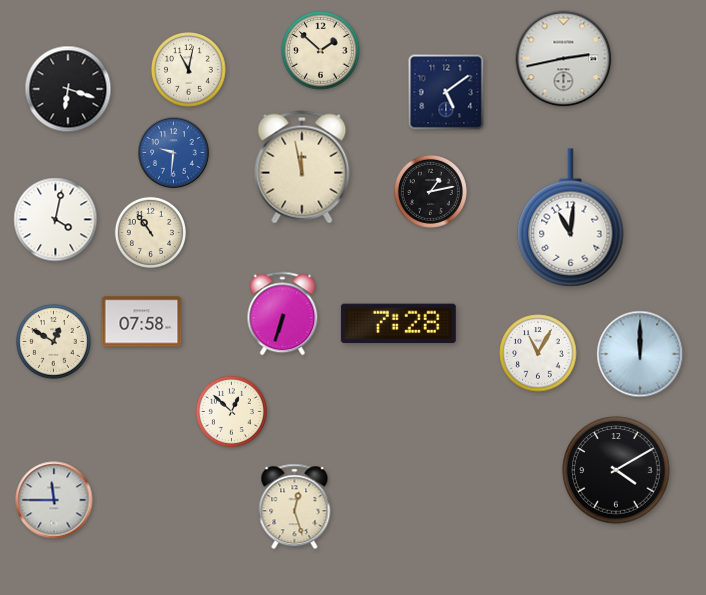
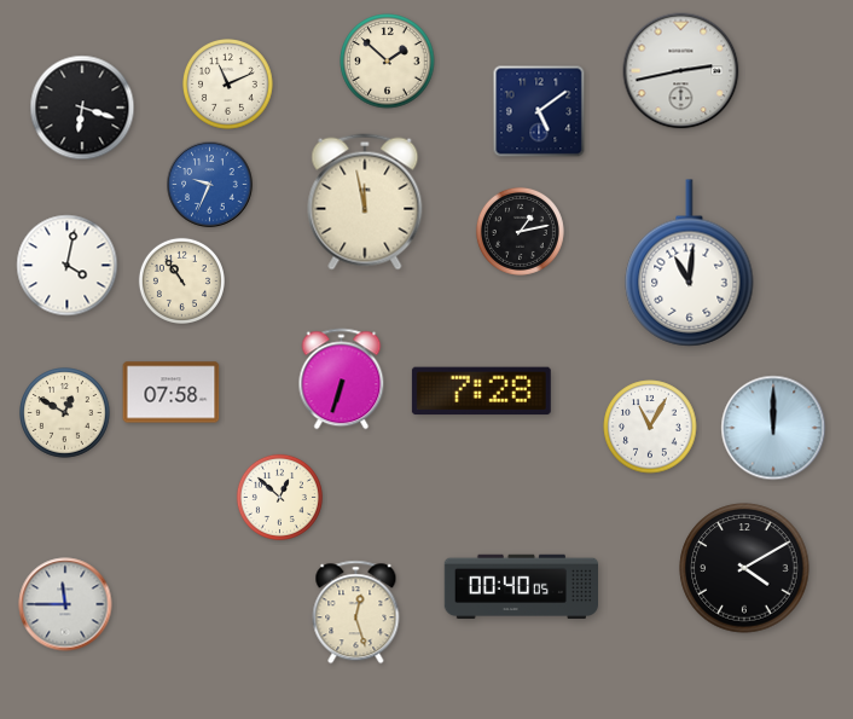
clock at (189, 70): 11:02 -> 11:11
clock at (174, 153): 9:31 -> 9:34
clock at (142, 322) position: (142, 322) -> (172, 393)
clock at (522, 587): none -> 00:40
